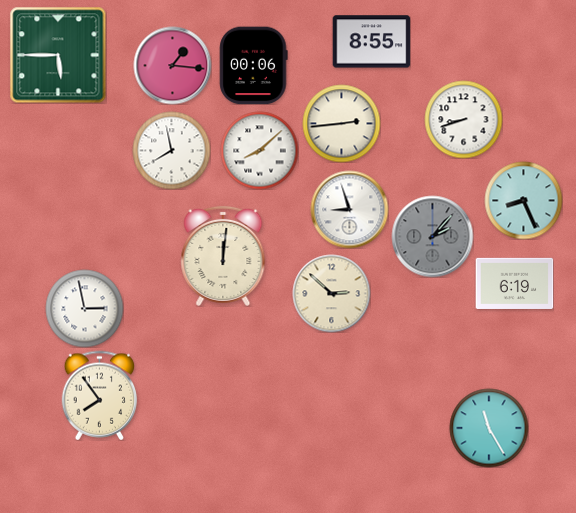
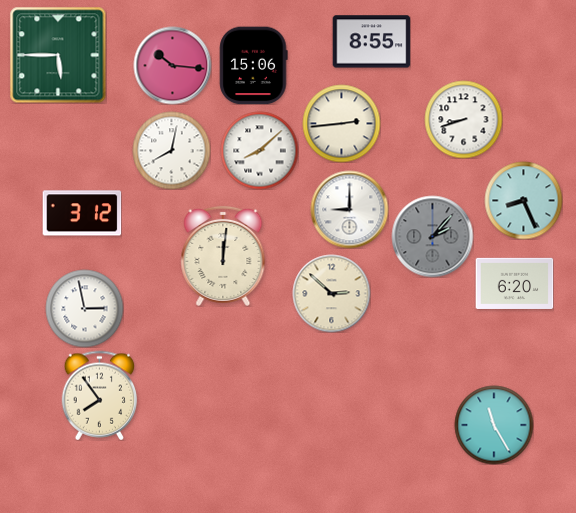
clock at (172, 65): 1:16 -> 10:16
clock at (254, 65): 00:06 -> 15:06
clock at (171, 150): 7:58 -> 8:02
clock at (349, 209): 8:57 -> 9:00
clock at (82, 213): none -> 3:12
clock at (514, 283): 6:19 -> 6:20
clock at (489, 428) position: (489, 428) -> (494, 425)
